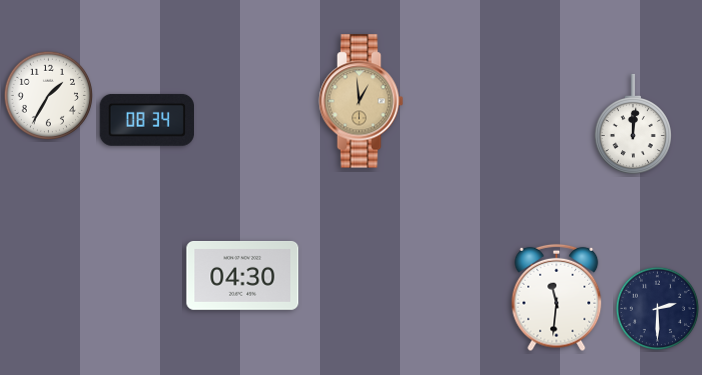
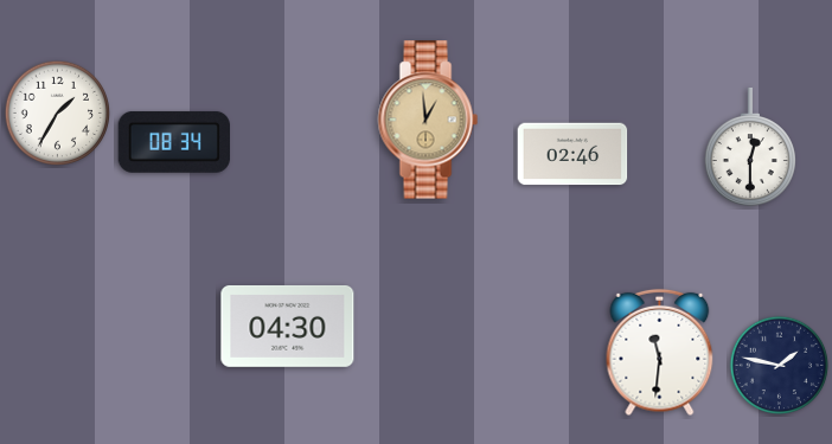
clock at (633, 124): 12:01 -> 12:30
clock at (572, 154): none -> 02:46
clock at (658, 309): 2:30 -> 1:47
